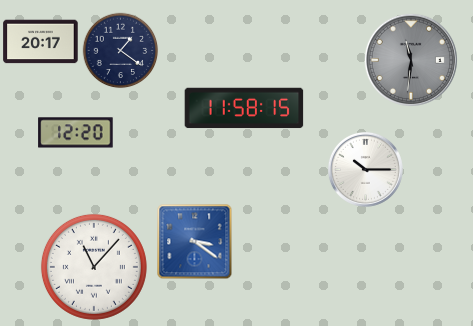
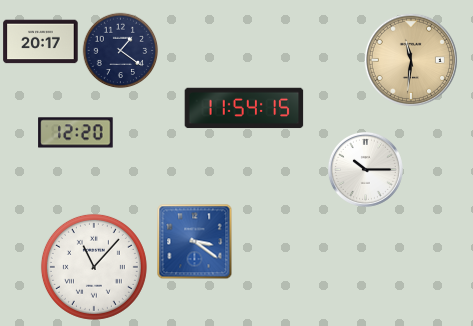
clock at (411, 60) dial: grey -> champagne
clock at (244, 108): 11:58 -> 11:54
